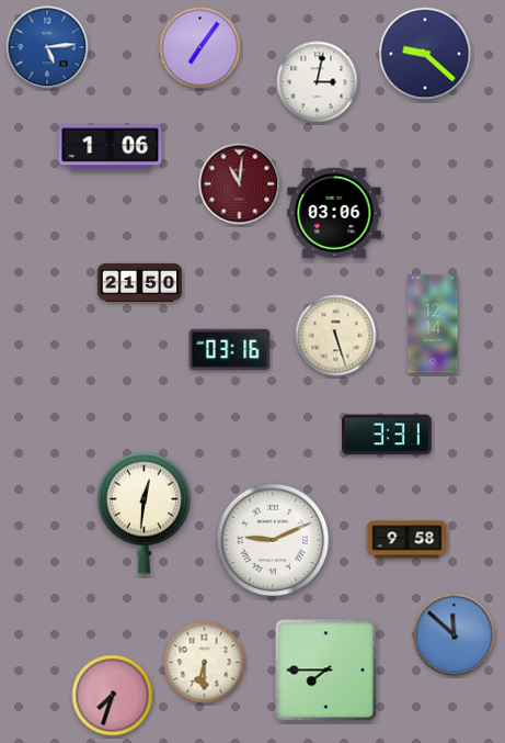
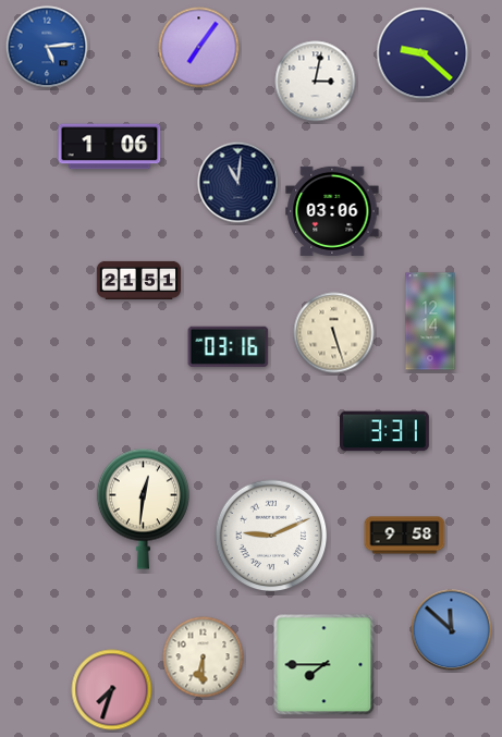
clock at (240, 184) dial: burgundy -> navy
clock at (140, 282): 21:50 -> 21:51
